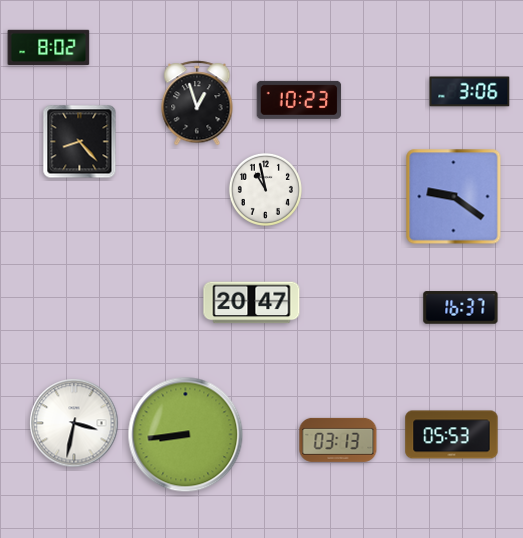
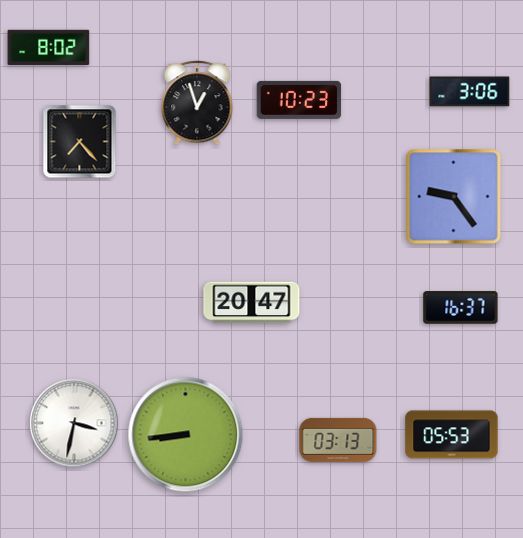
clock at (80, 142): 8:23 -> 7:23
clock at (265, 189): 10:58 -> none
clock at (454, 197): 9:21 -> 9:24
